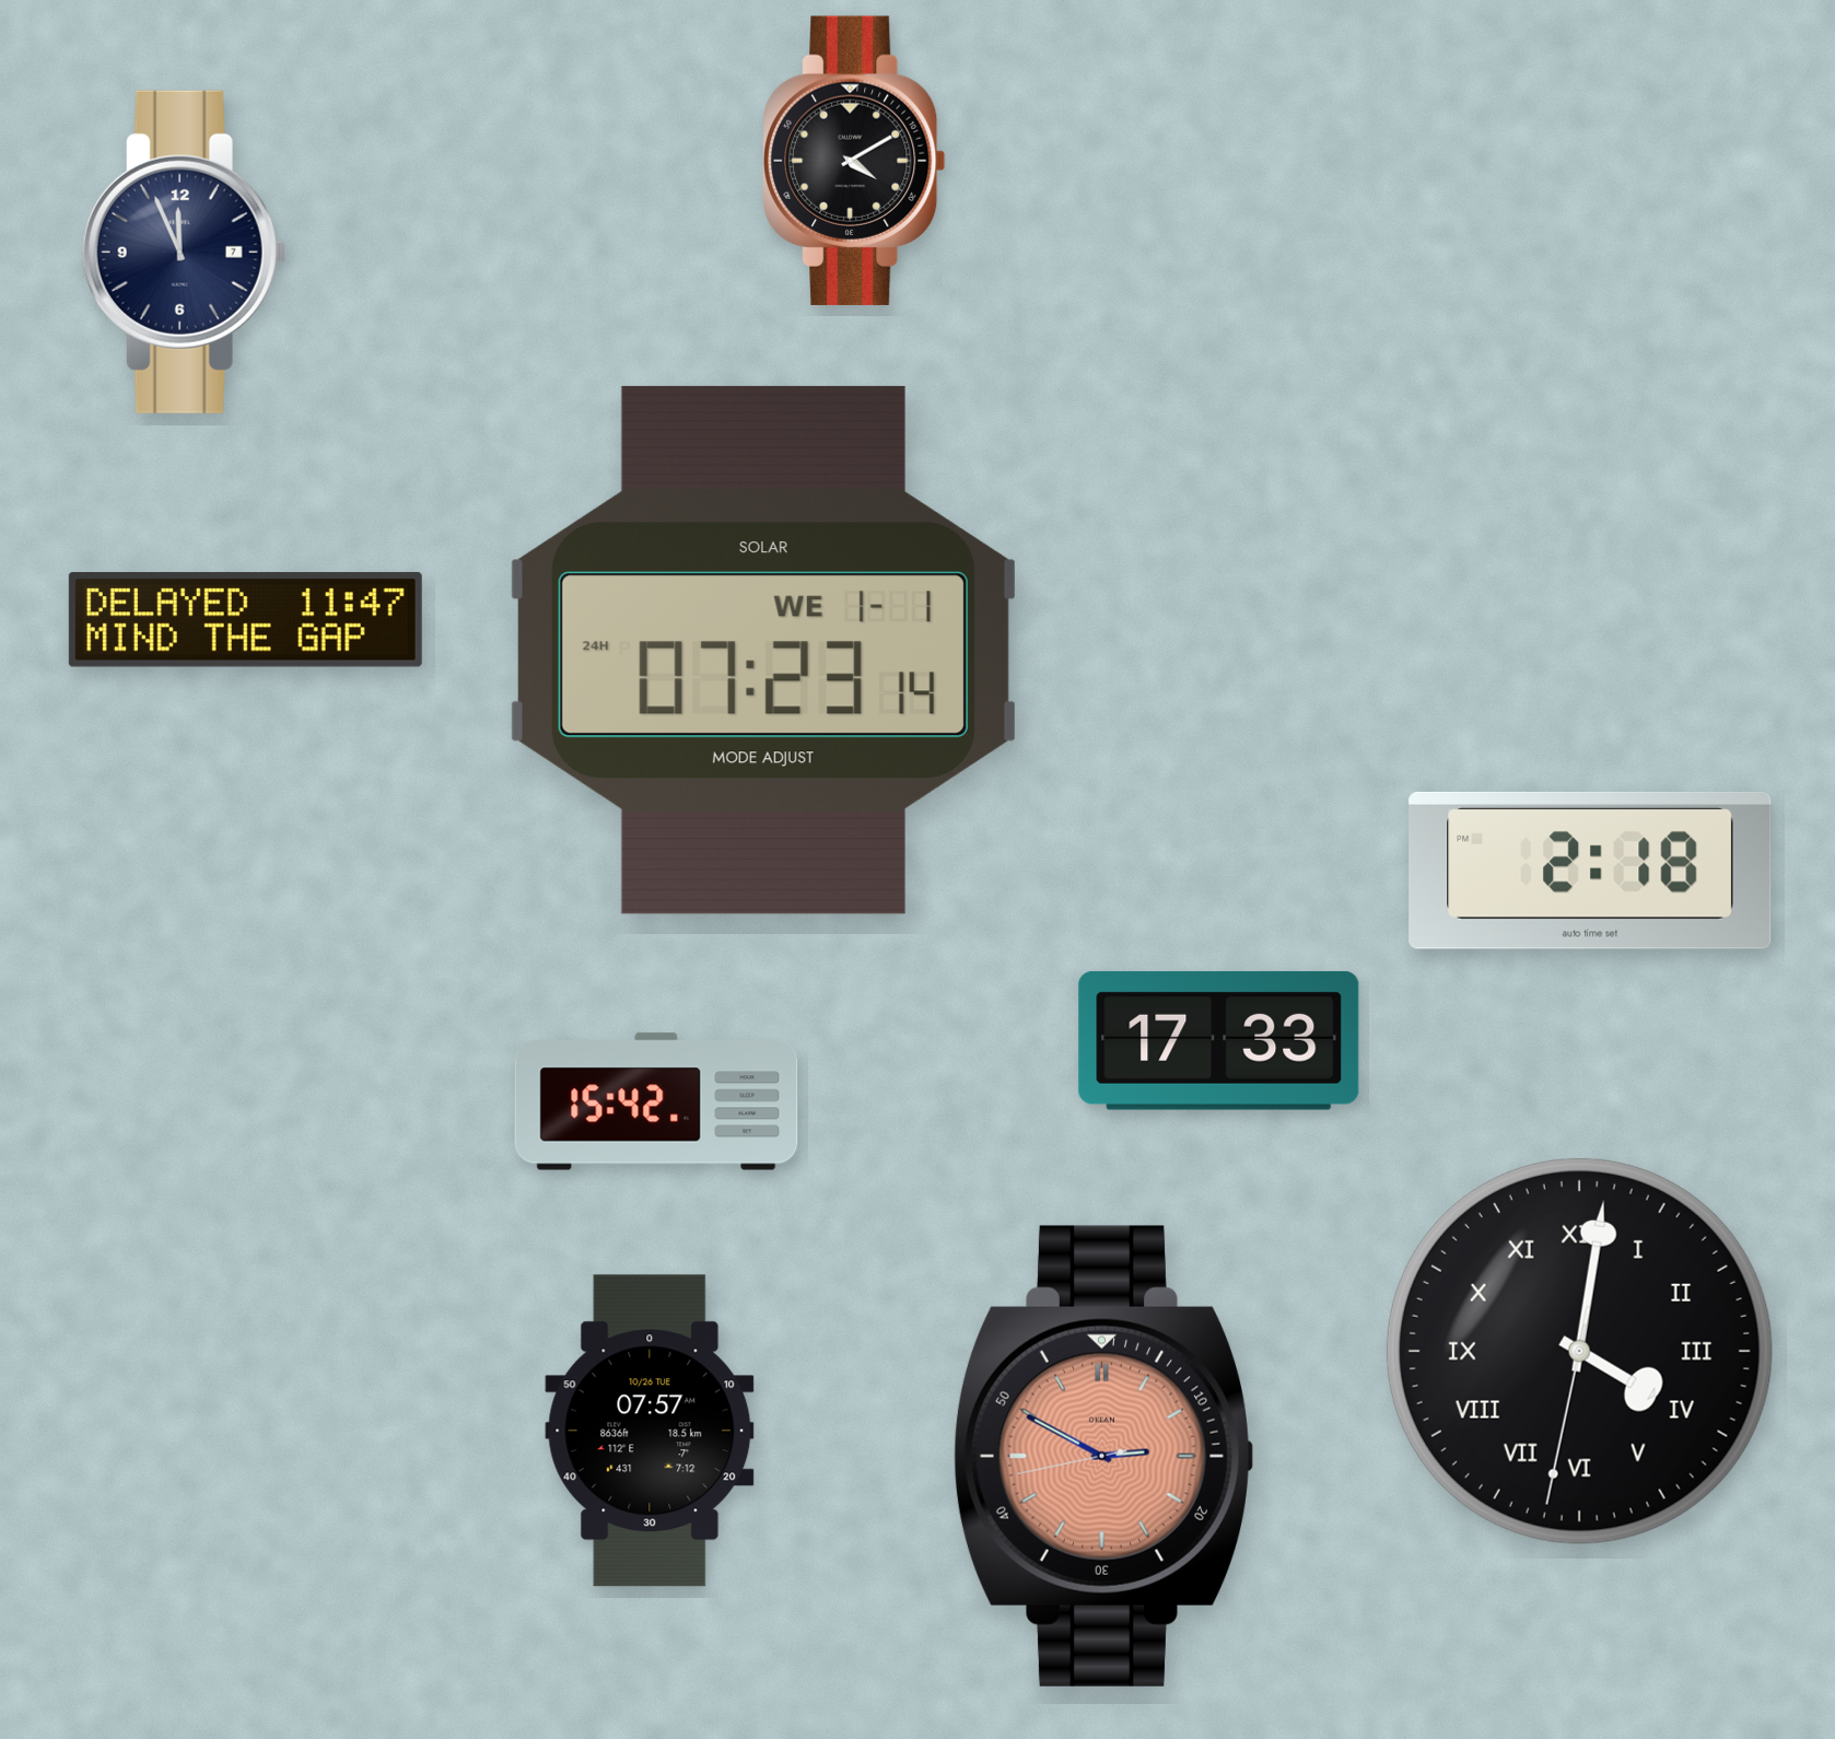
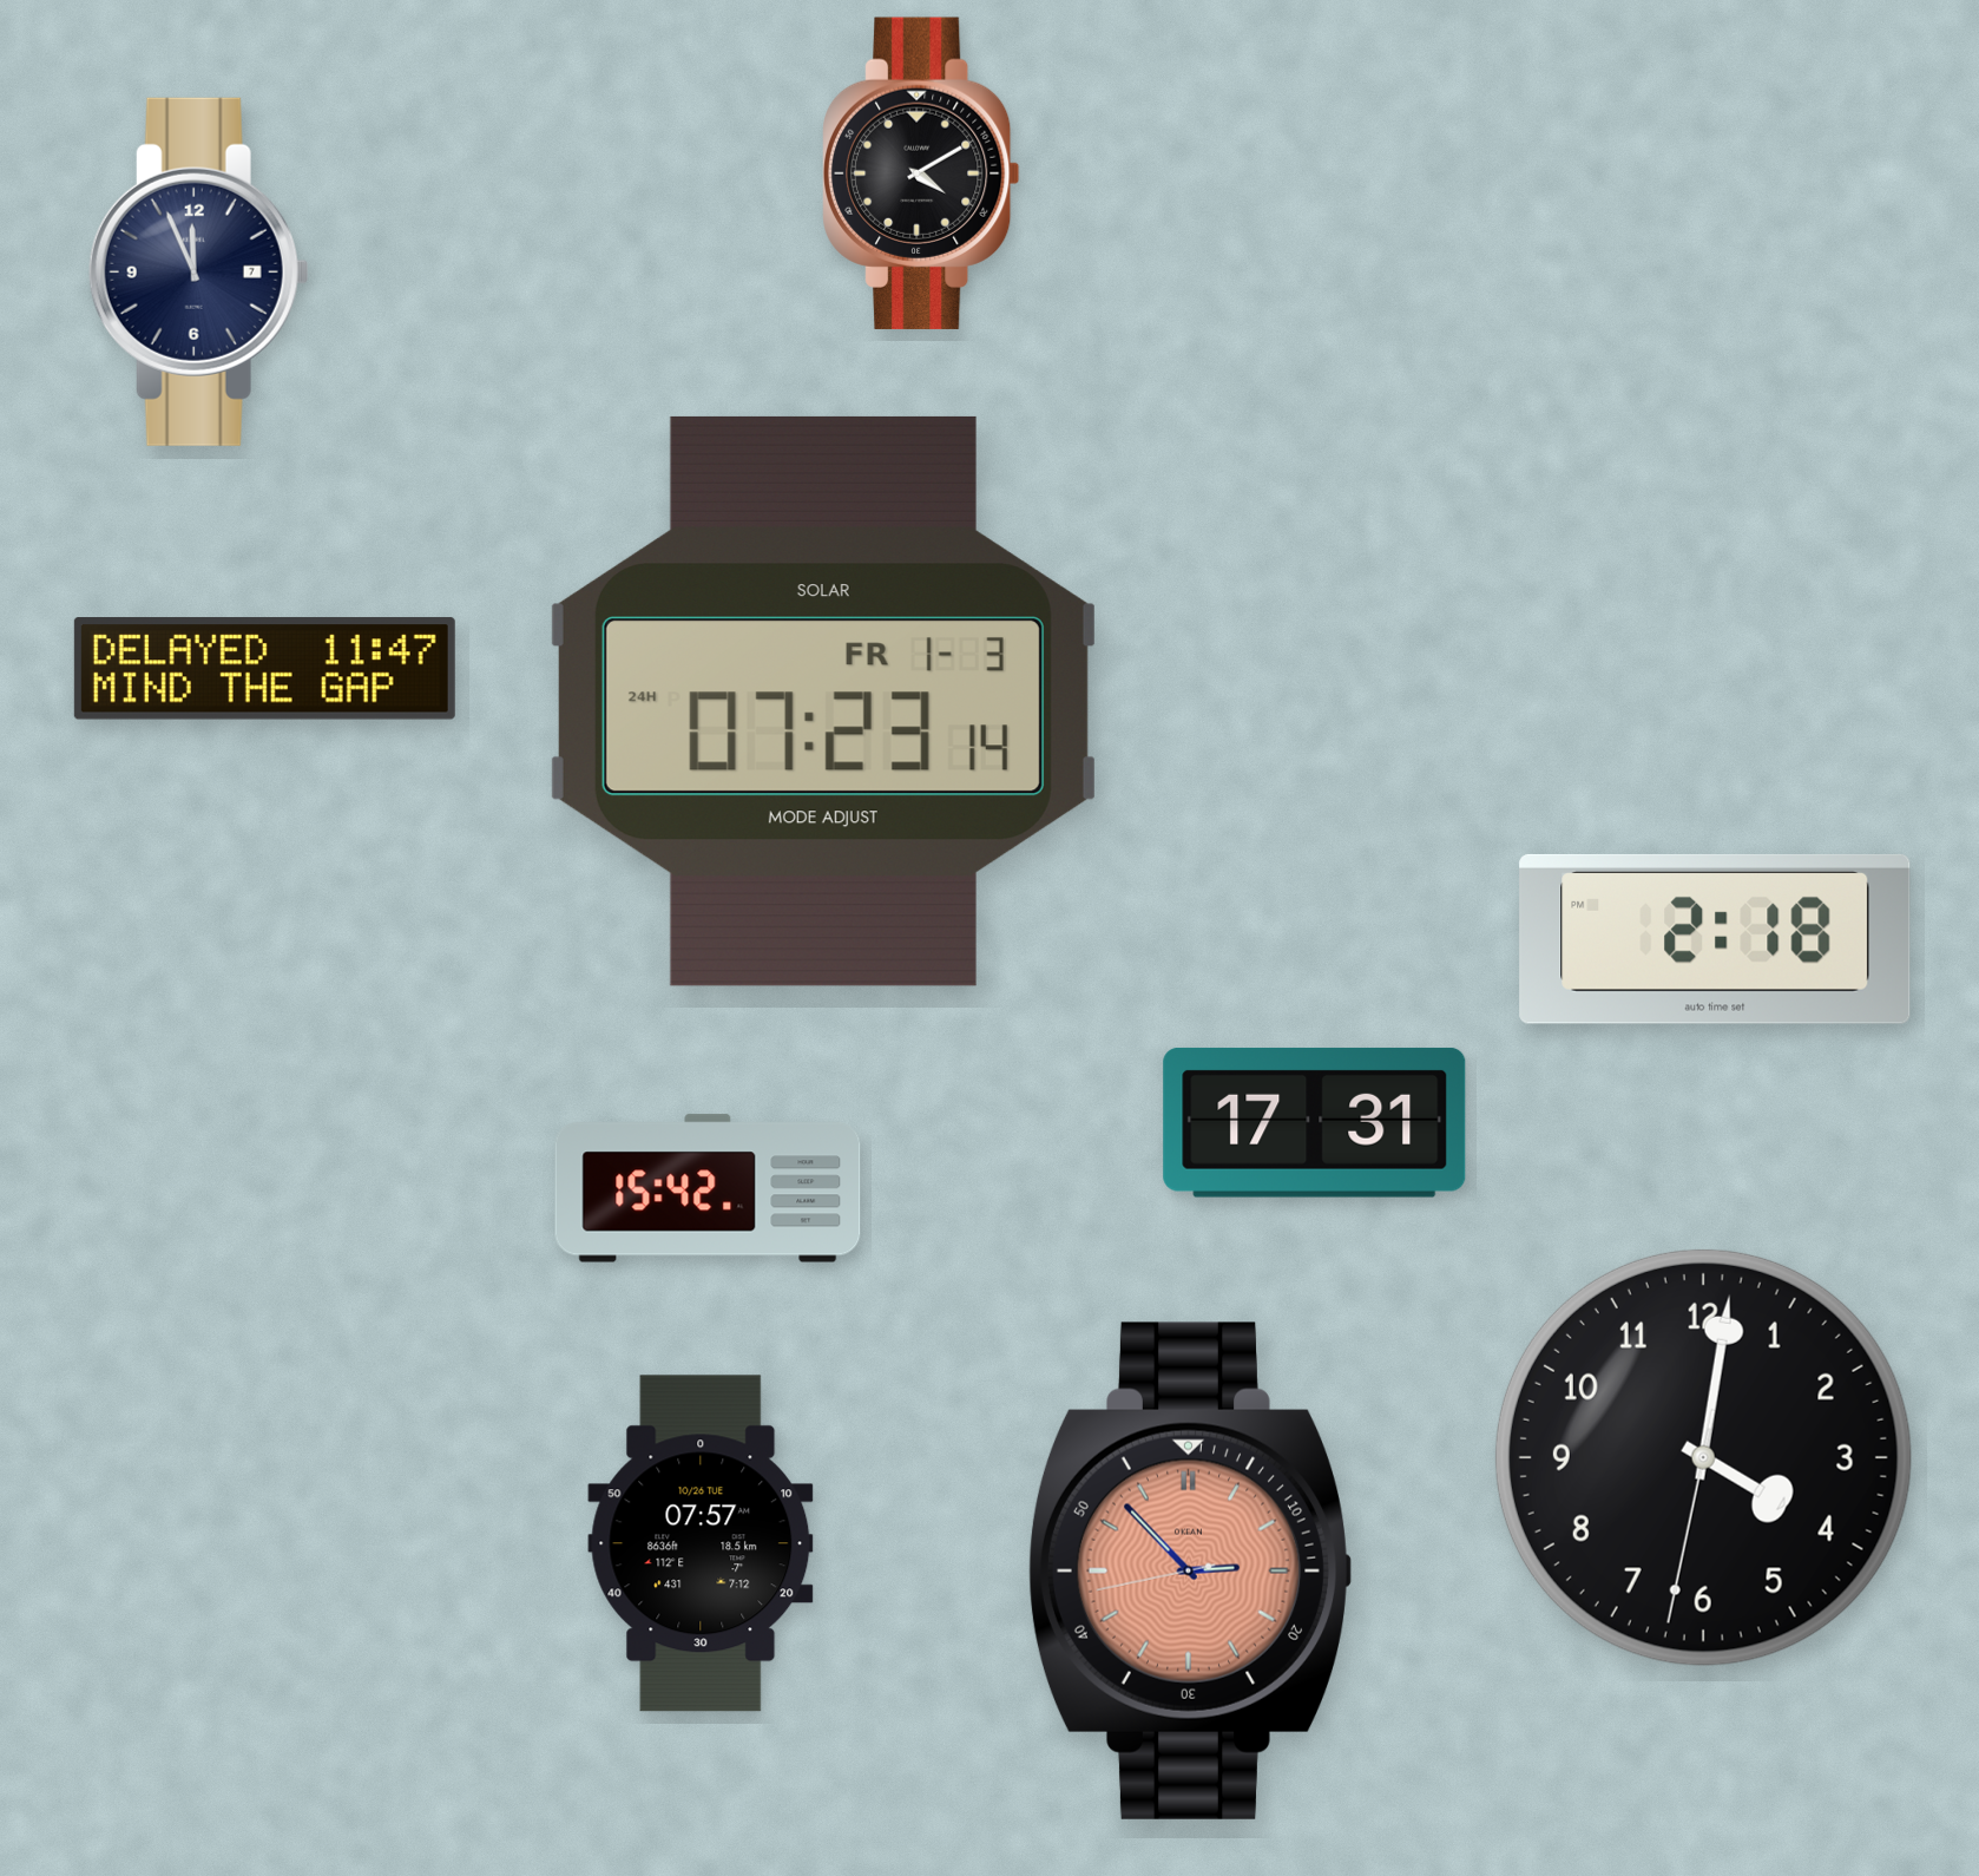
clock at (763, 650) date: WE 1-1 -> FR 1-3
clock at (1219, 1040): 17:33 -> 17:31
clock at (1579, 1351) numerals: Roman -> Arabic
clock at (1103, 1456): 2:49 -> 2:52
